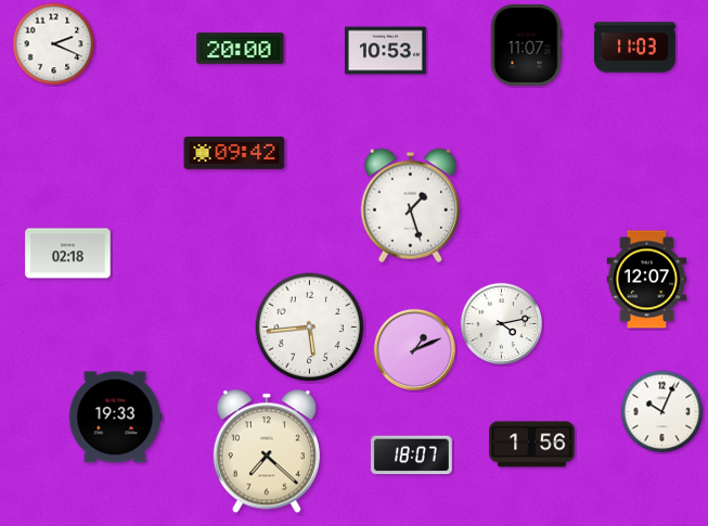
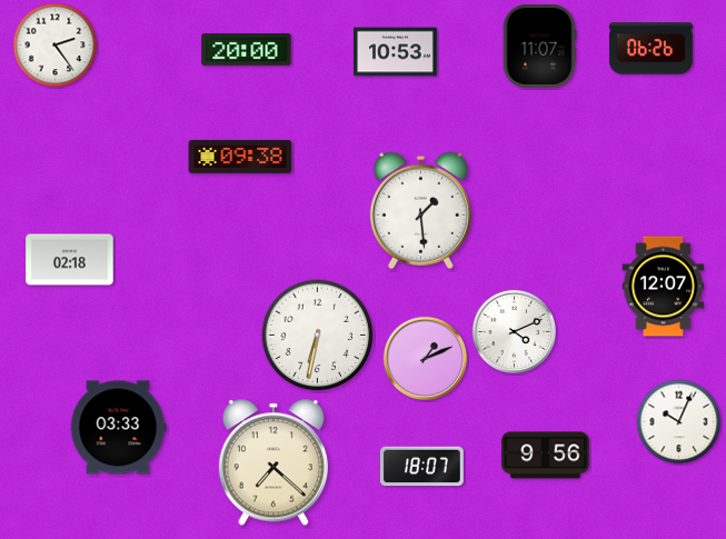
clock at (54, 44): 2:19 -> 2:24
clock at (635, 48): 11:03 -> 06:26
clock at (234, 153): 09:42 -> 09:38
clock at (410, 205): 1:27 -> 1:29
clock at (501, 323): 4:13 -> 4:11
clock at (310, 328): 5:44 -> 6:32
clock at (115, 418): 19:33 -> 03:33
clock at (532, 445): 1:56 -> 9:56
